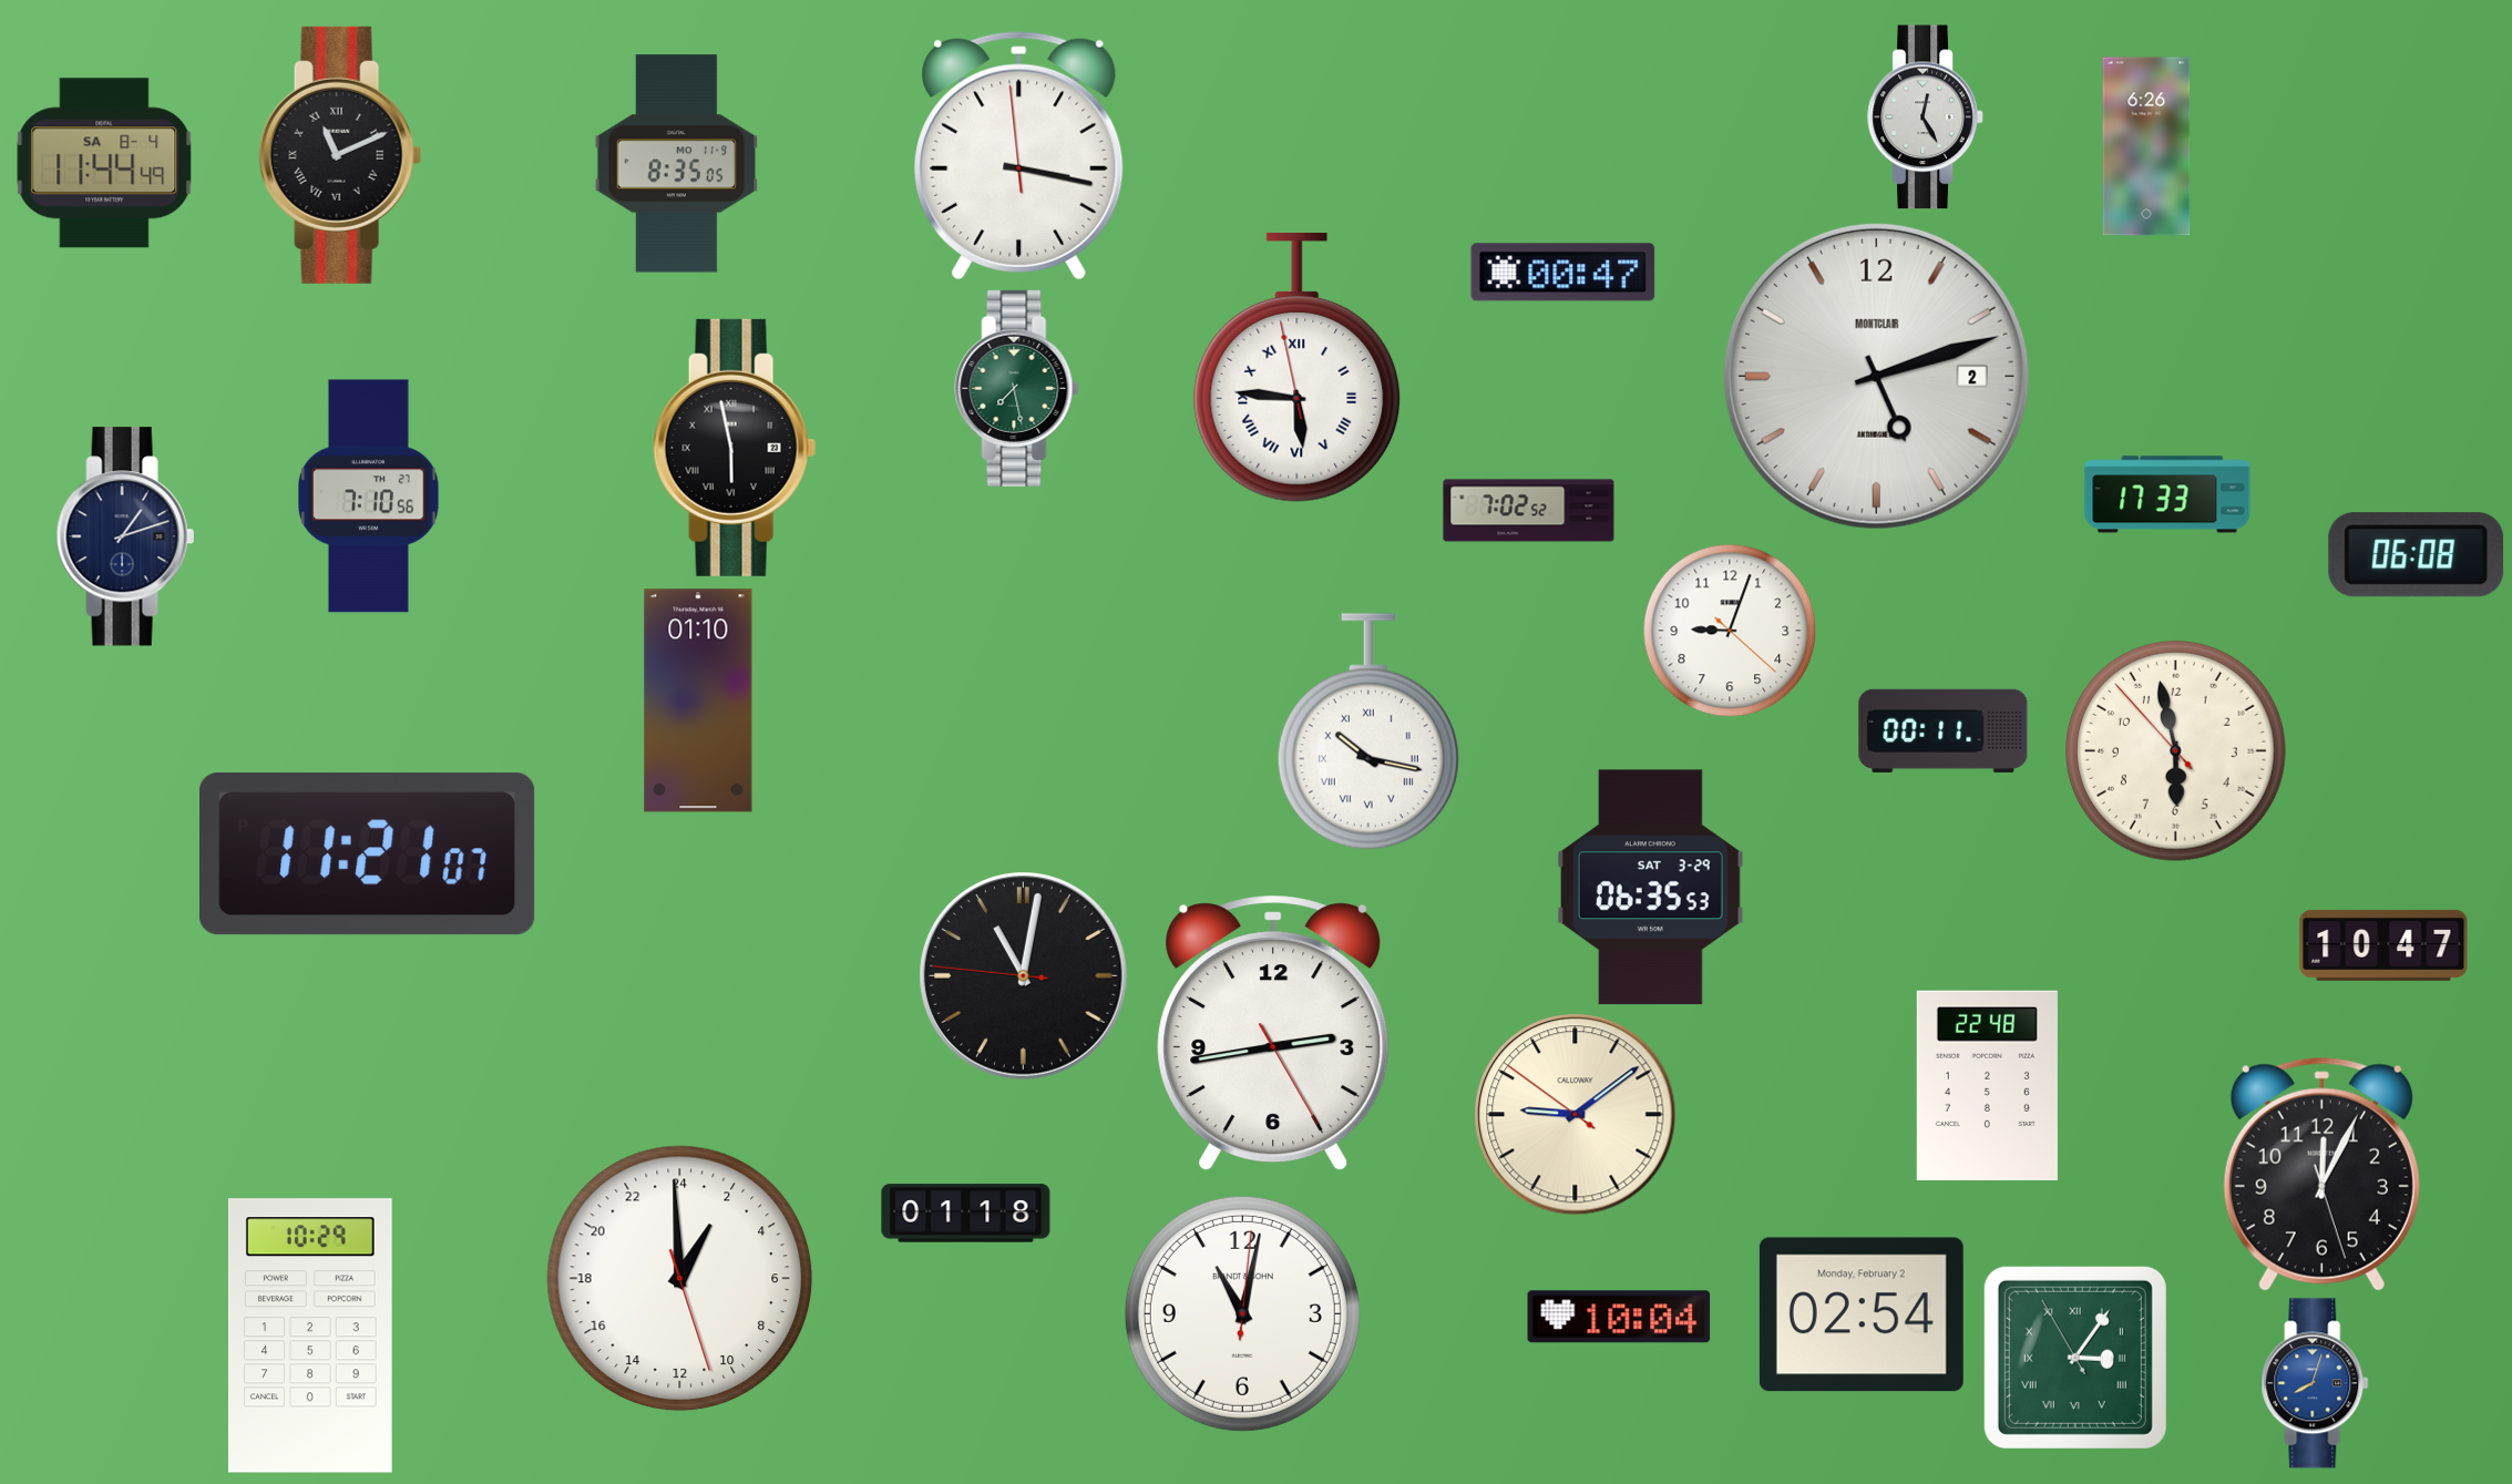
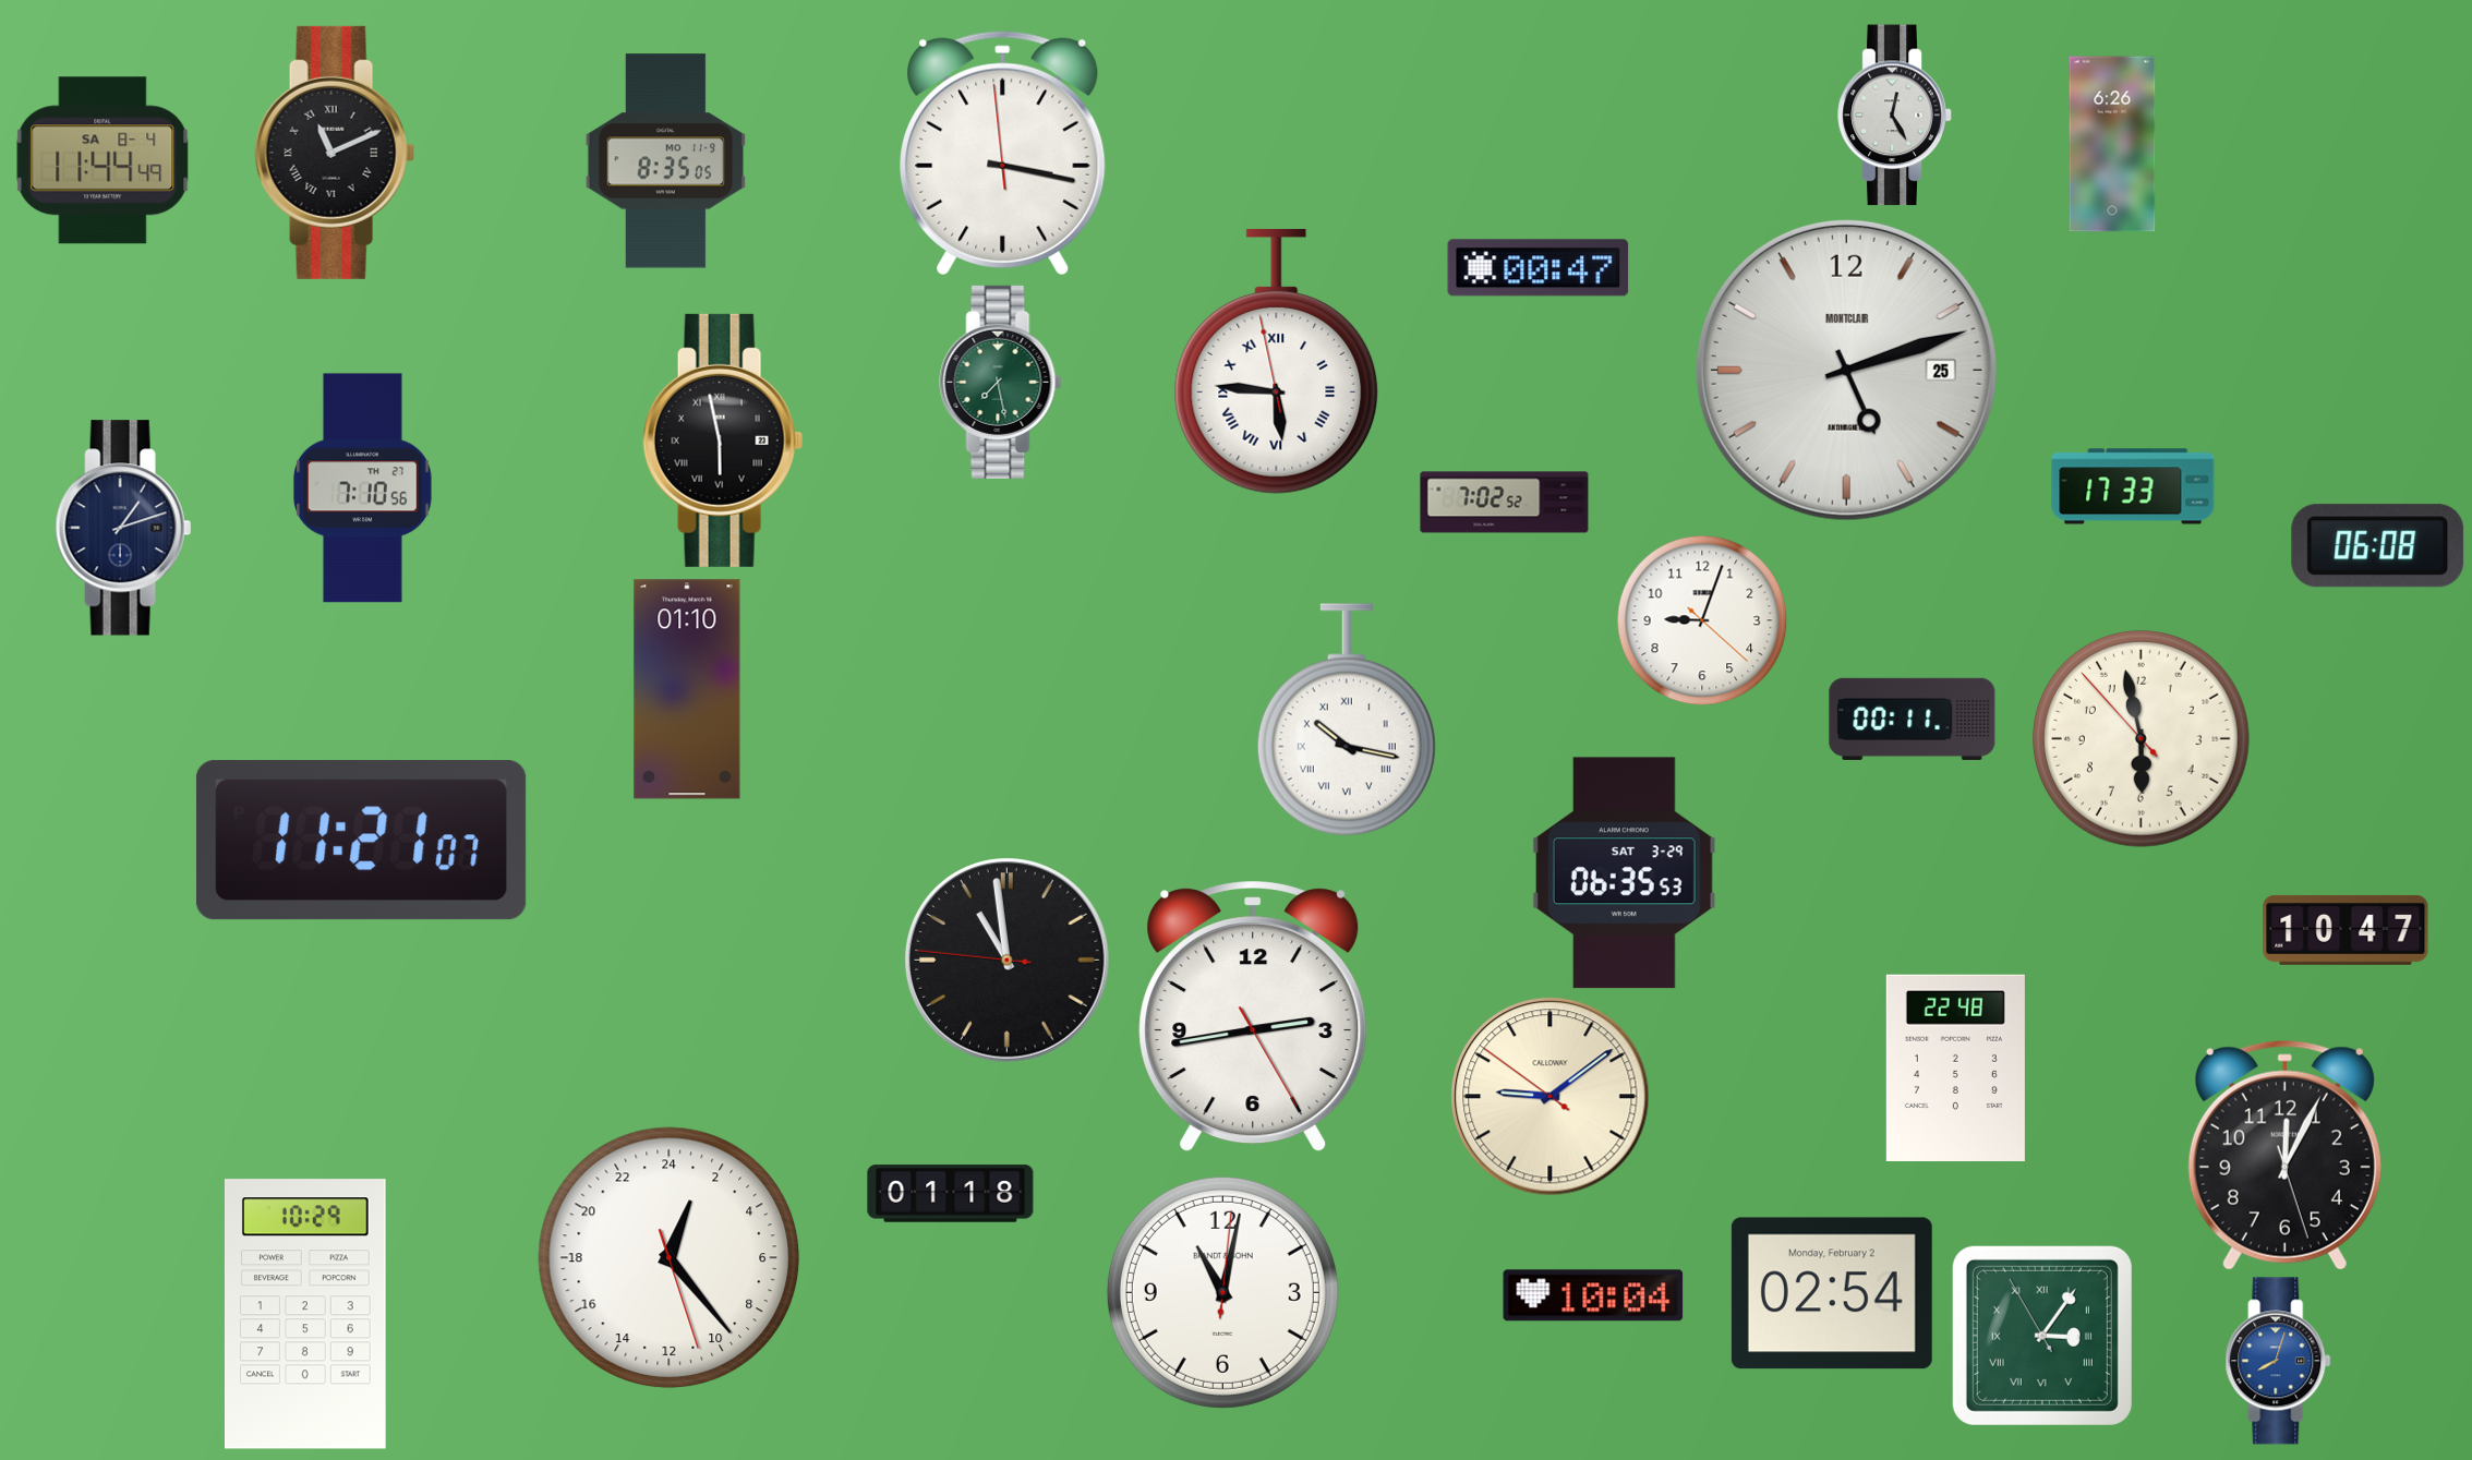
clock at (1876, 376) date: 2 -> 25
clock at (1024, 976): 11:01 -> 10:58
clock at (680, 1279): 1:59 -> 1:23
